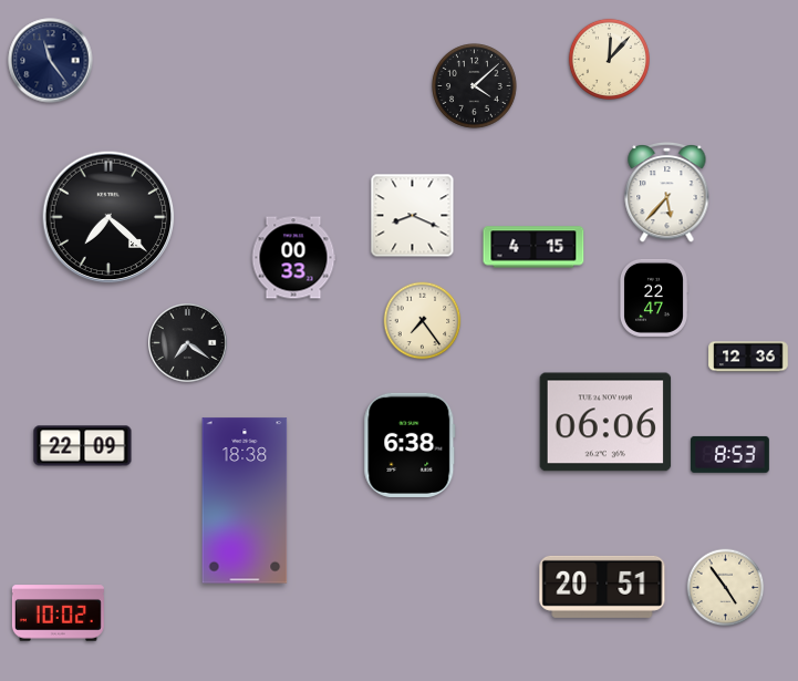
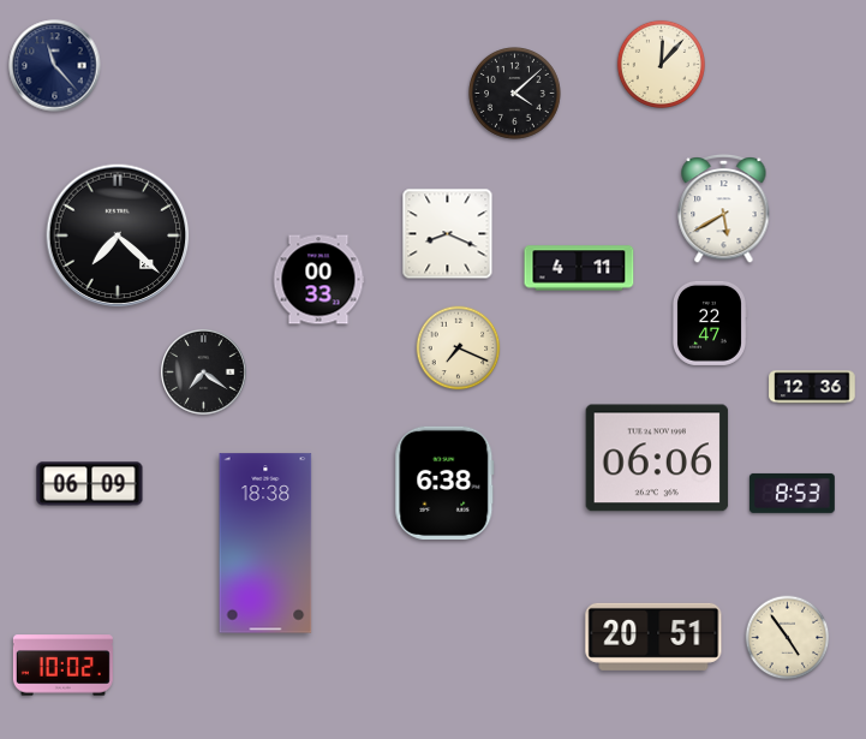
clock at (51, 61): 11:24 -> 11:23
clock at (667, 192): 5:37 -> 5:40
clock at (533, 247): 4:15 -> 4:11
clock at (423, 321): 7:24 -> 7:19
clock at (83, 446): 22:09 -> 06:09
